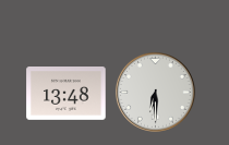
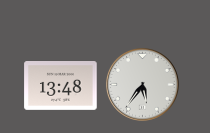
clock at (156, 93): 6:30 -> 5:36
